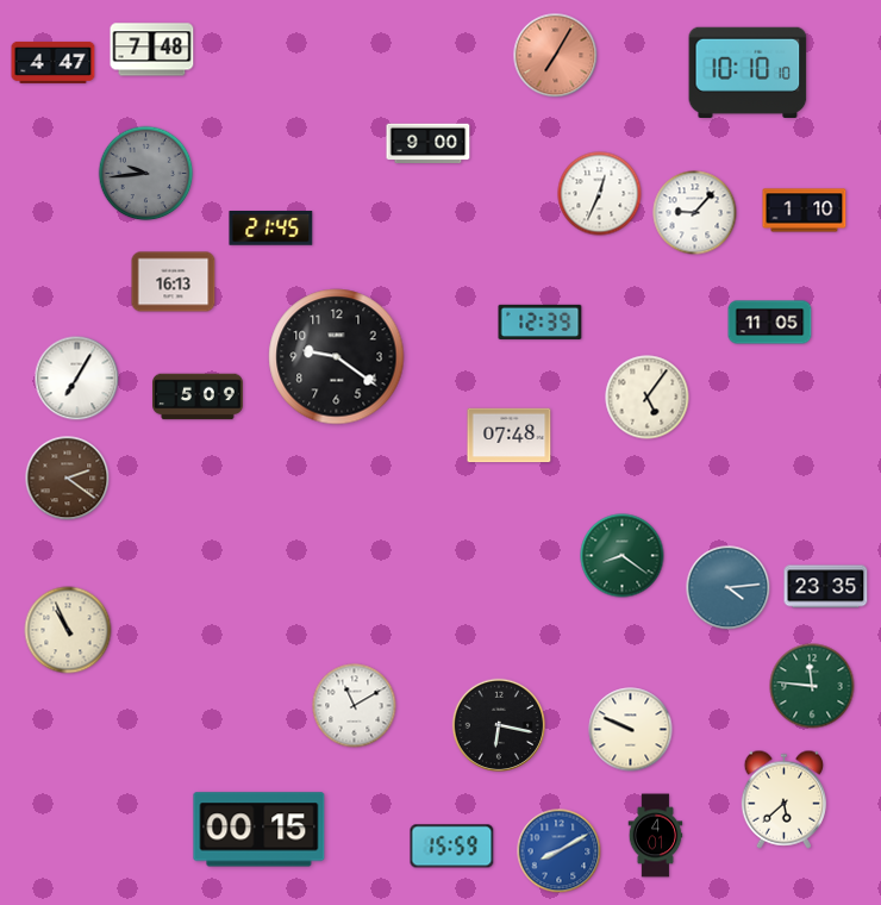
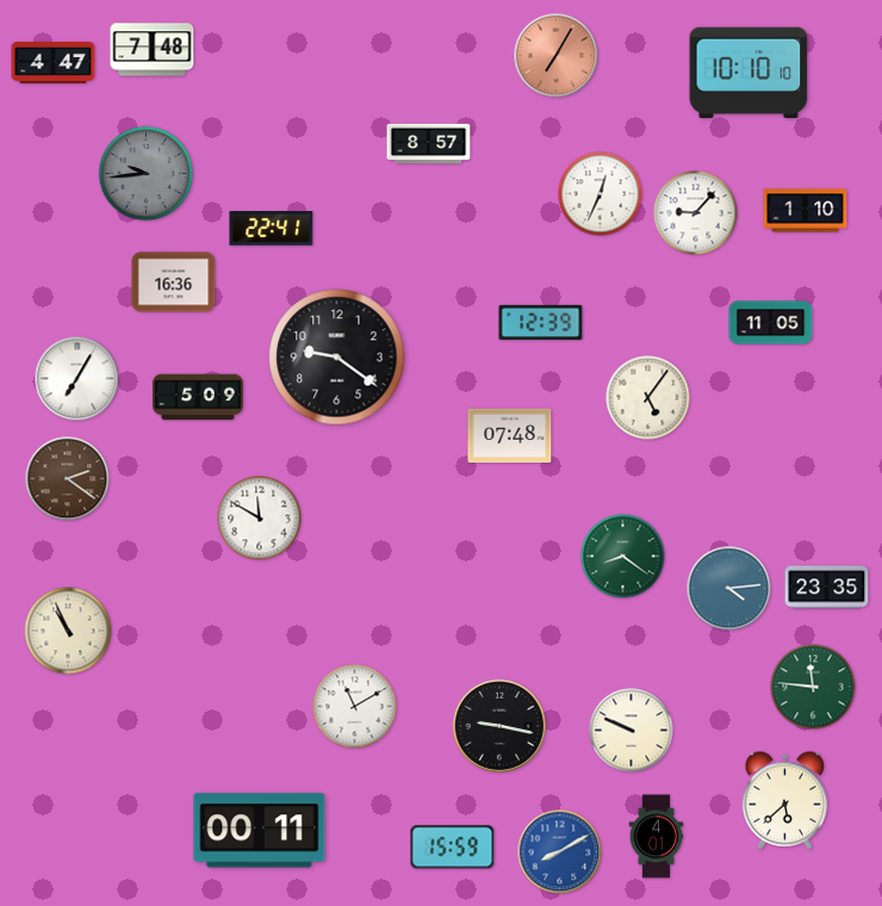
clock at (429, 144): 9:00 -> 8:57
clock at (271, 229): 21:45 -> 22:41
clock at (174, 282): 16:13 -> 16:36
clock at (260, 519): none -> 11:50
clock at (499, 725): 6:17 -> 9:17
clock at (260, 830): 00:15 -> 00:11
